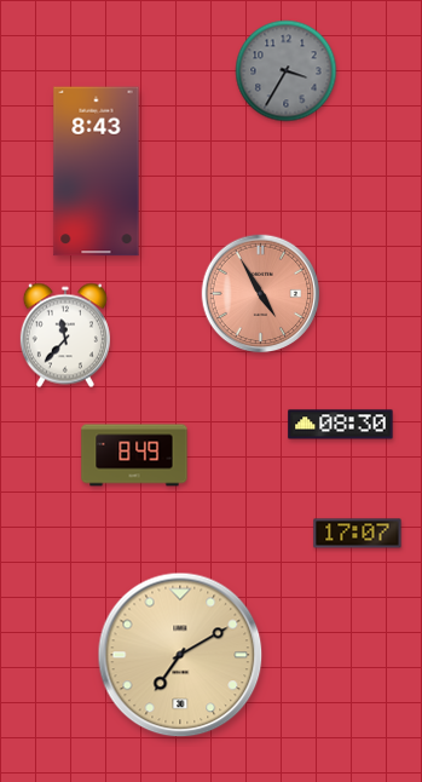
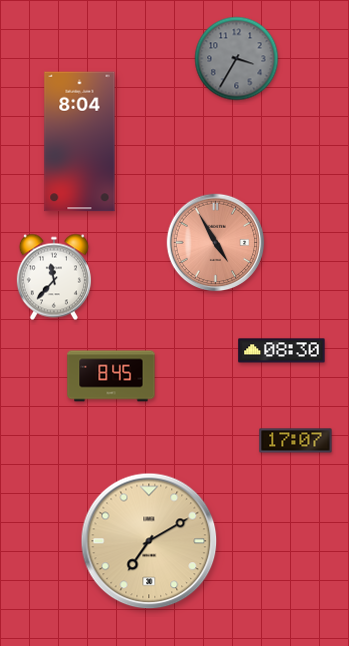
clock at (97, 172): 8:43 -> 8:04
clock at (134, 455): 8:49 -> 8:45
